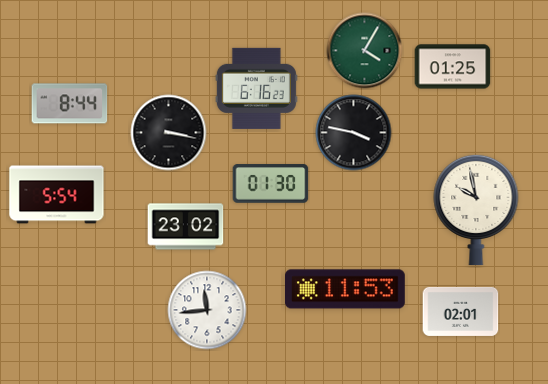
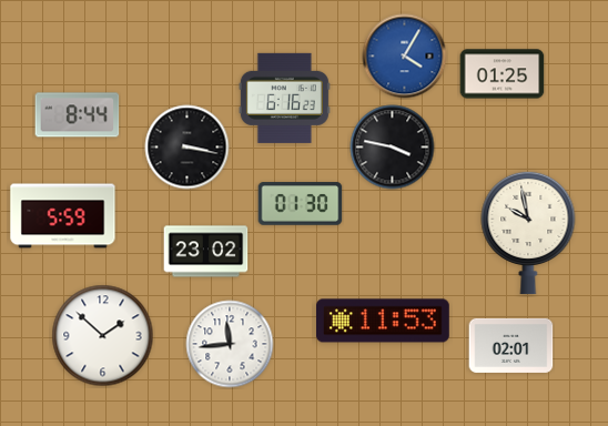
clock at (365, 51) dial: green -> blue
clock at (57, 195): 5:54 -> 5:59
clock at (103, 336): none -> 1:52
